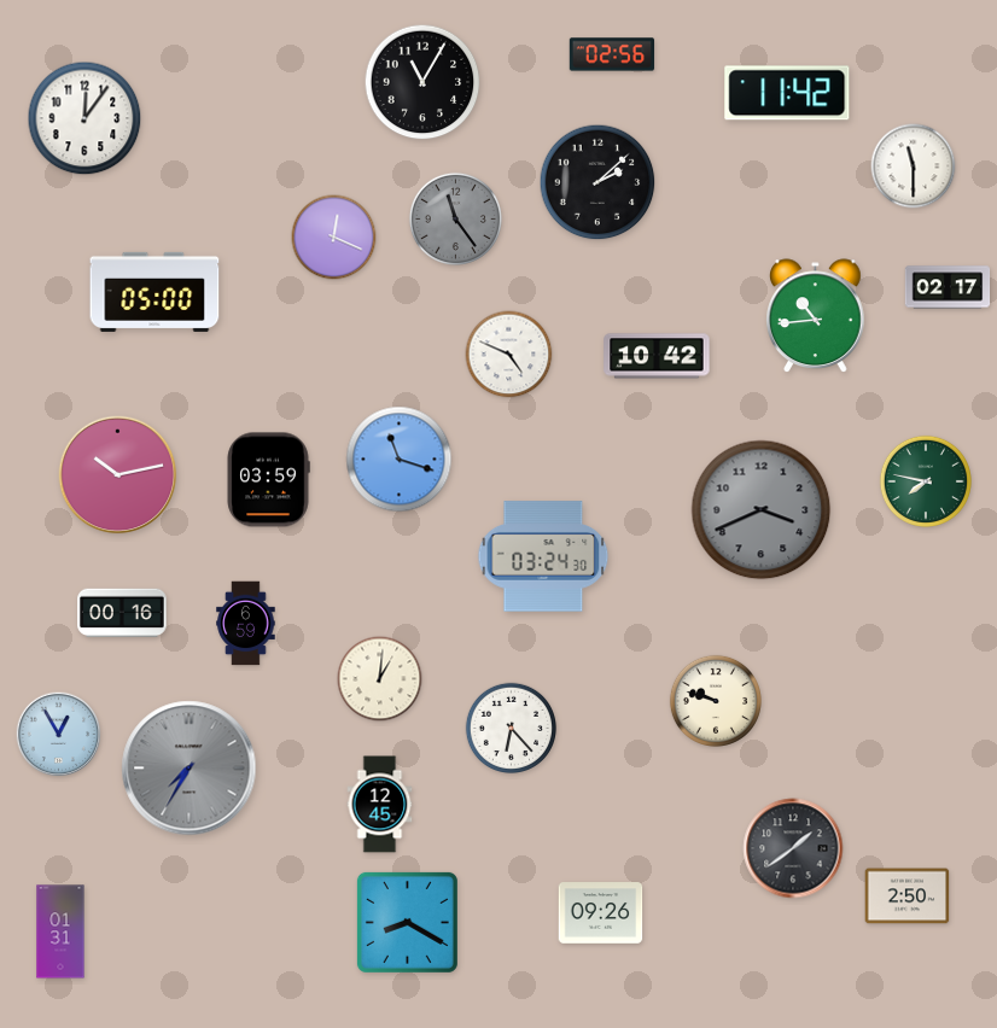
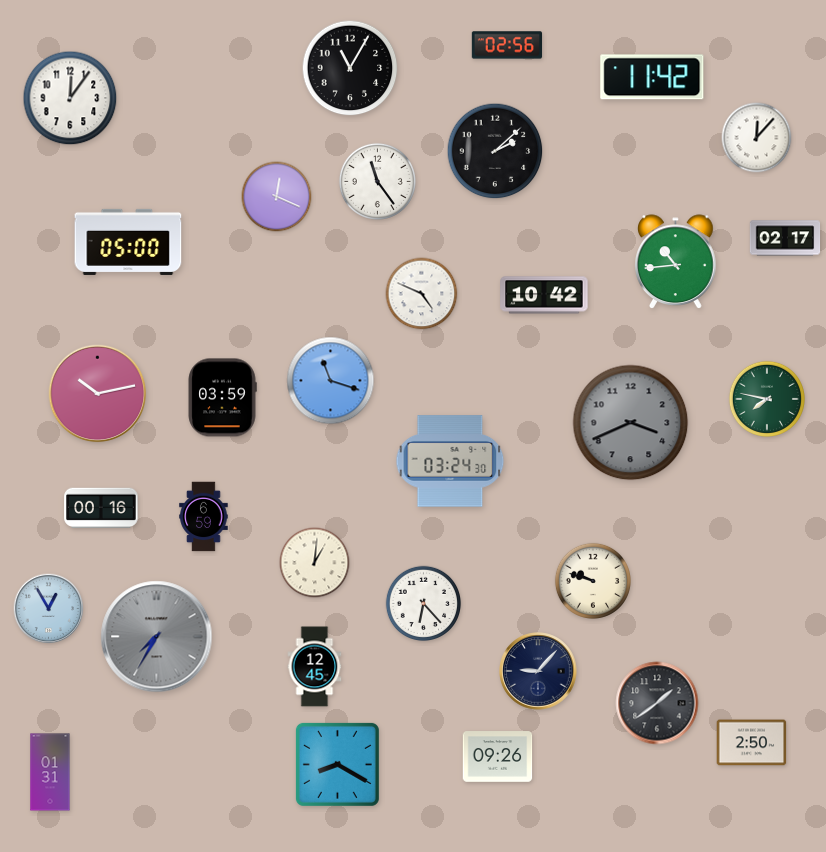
clock at (914, 167): 11:30 -> 12:07
clock at (455, 218) dial: grey -> white
clock at (538, 671): none -> 9:07
